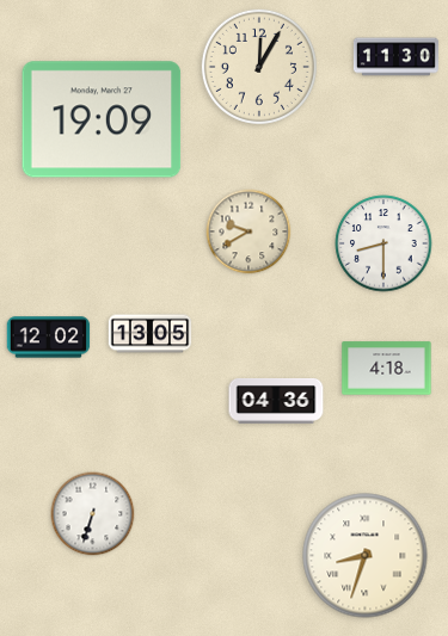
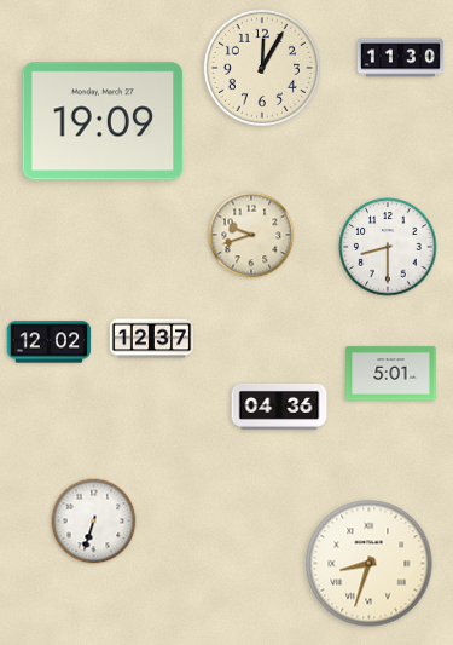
clock at (248, 231): 9:40 -> 9:42
clock at (151, 334): 13:05 -> 12:37
clock at (387, 369): 4:18 -> 5:01
